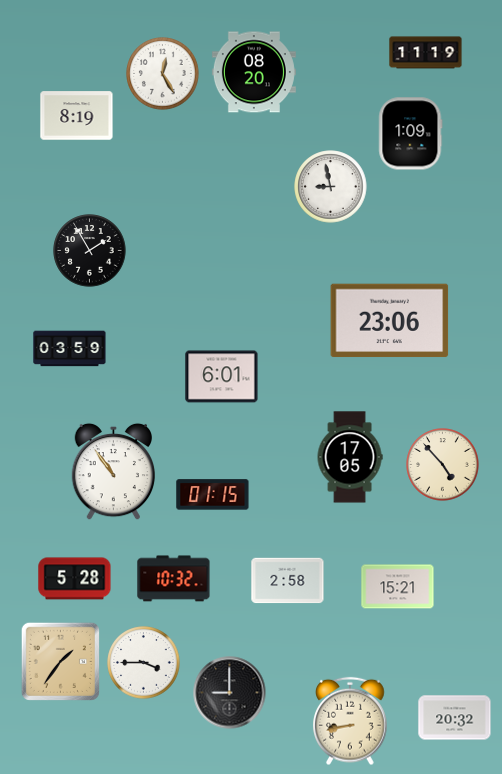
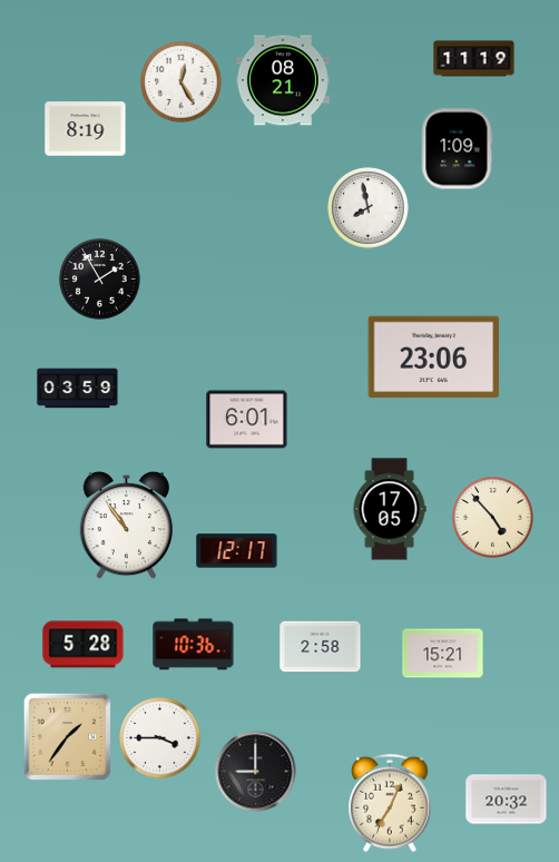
clock at (254, 72): 08:20 -> 08:21
clock at (331, 187): 8:58 -> 7:58
clock at (213, 495): 01:15 -> 12:17
clock at (174, 579): 10:32 -> 10:36
clock at (350, 721): 8:43 -> 7:04
